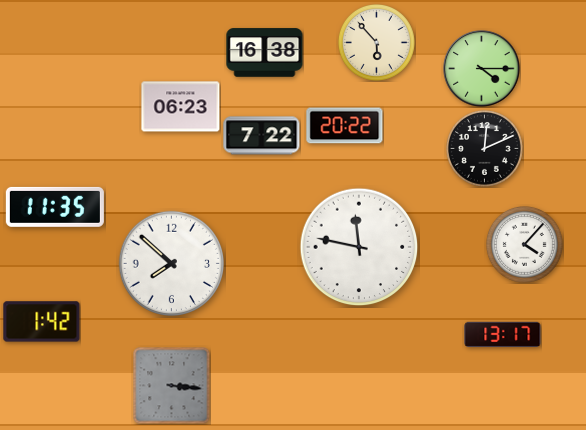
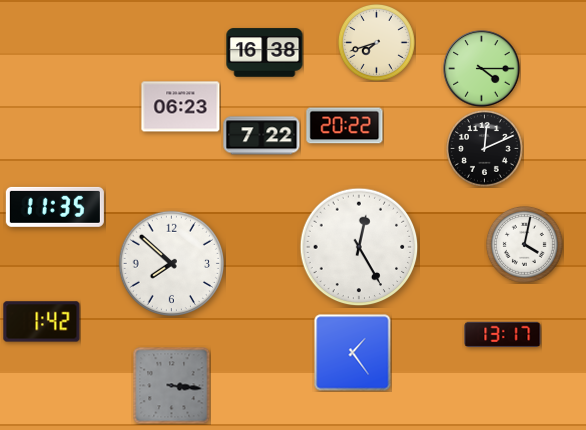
clock at (376, 42): 5:53 -> 7:42
clock at (524, 244): 4:07 -> 4:02
clock at (359, 247): 11:47 -> 12:25
clock at (353, 353): none -> 1:24
